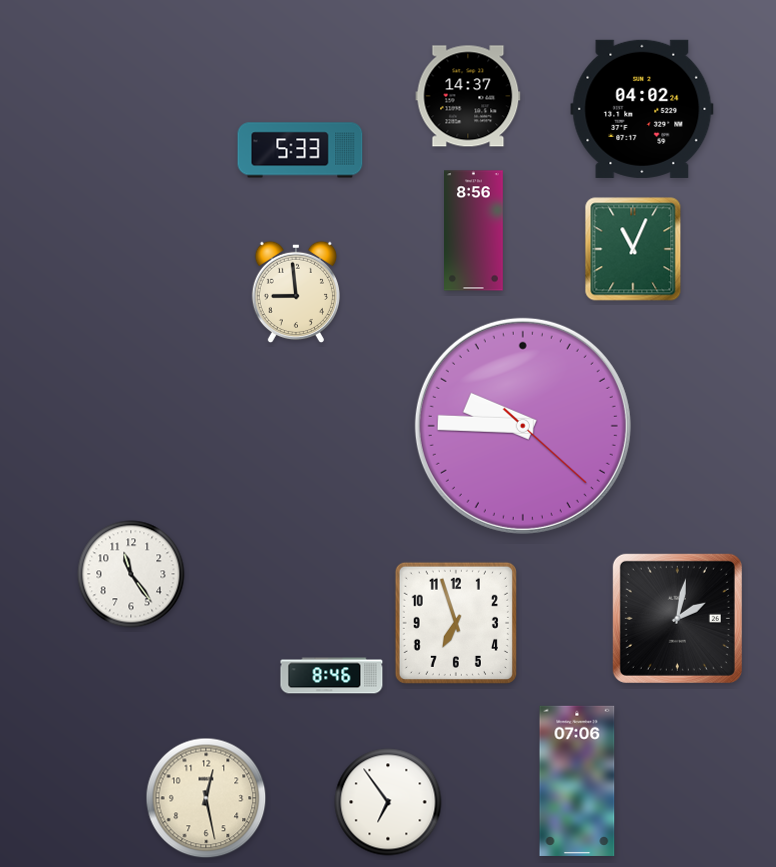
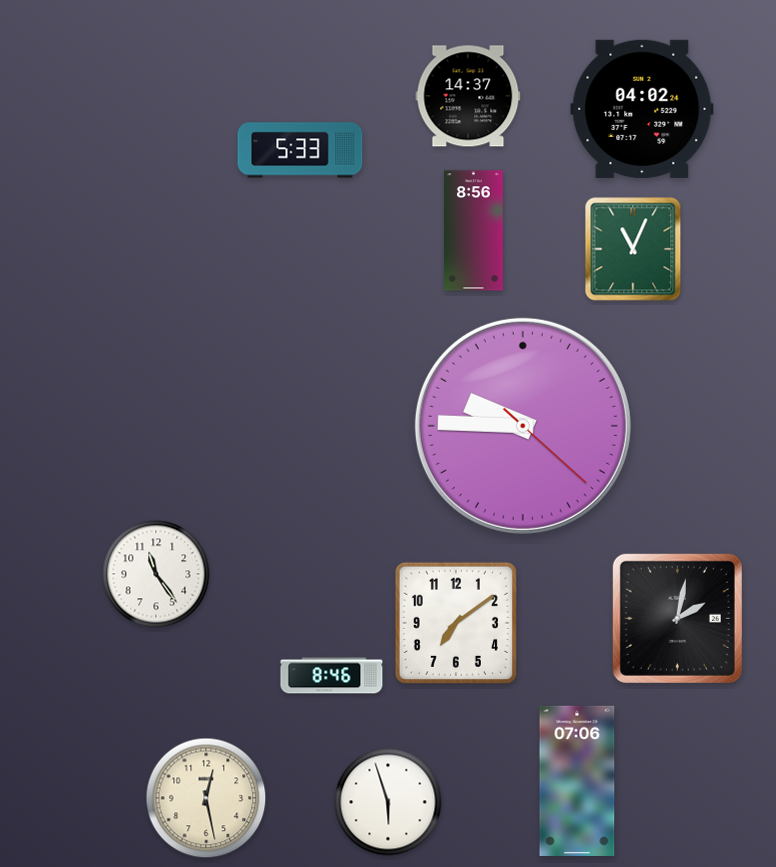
clock at (296, 291): 8:59 -> none
clock at (131, 574) position: (131, 574) -> (156, 574)
clock at (456, 623): 6:57 -> 7:09
clock at (388, 802): 6:54 -> 5:57
